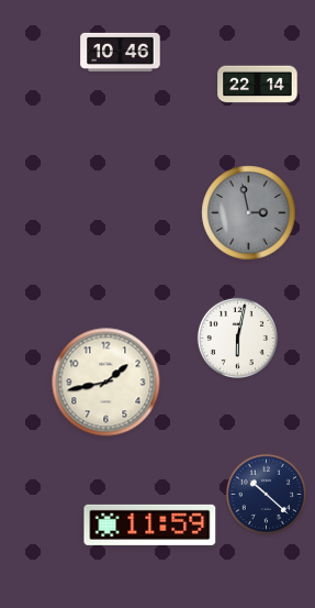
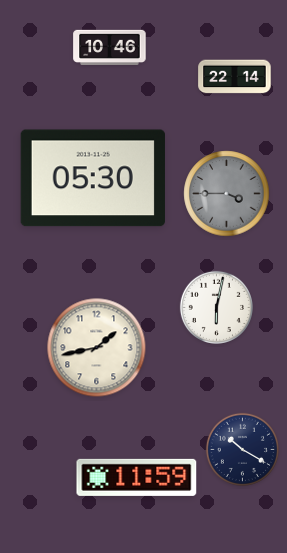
clock at (93, 178): none -> 05:30
clock at (249, 213): 2:58 -> 3:45
clock at (266, 494): 10:22 -> 10:20
